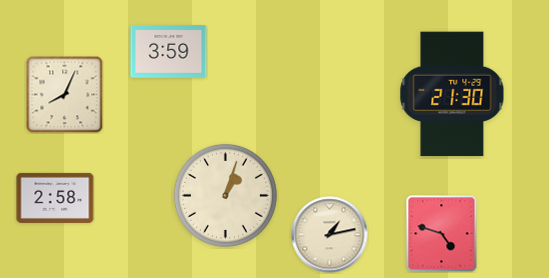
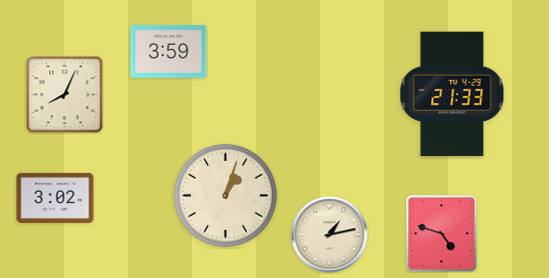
clock at (452, 94): 21:30 -> 21:33
clock at (55, 198): 2:58 -> 3:02
